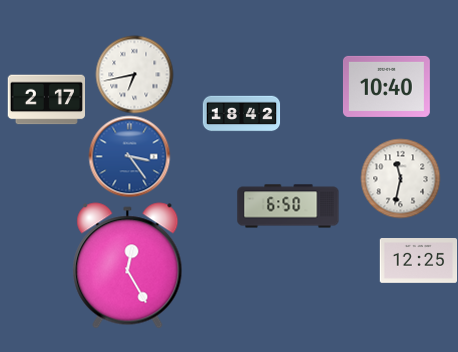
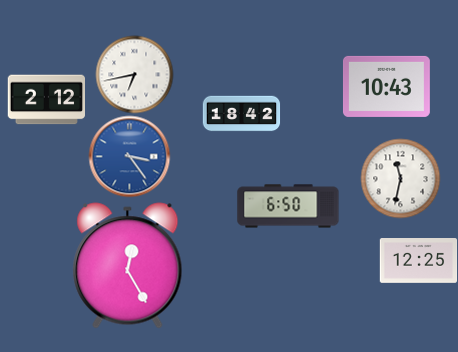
clock at (386, 86): 10:40 -> 10:43
clock at (46, 100): 2:17 -> 2:12
